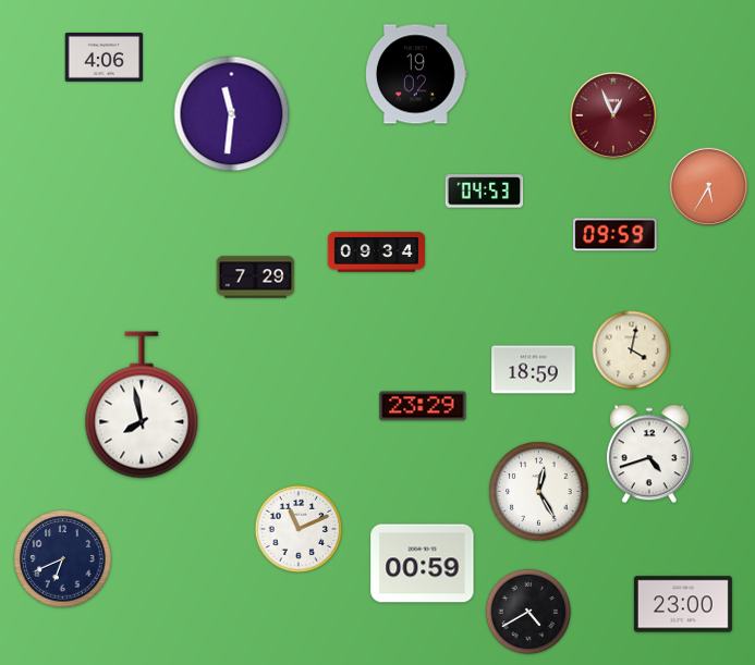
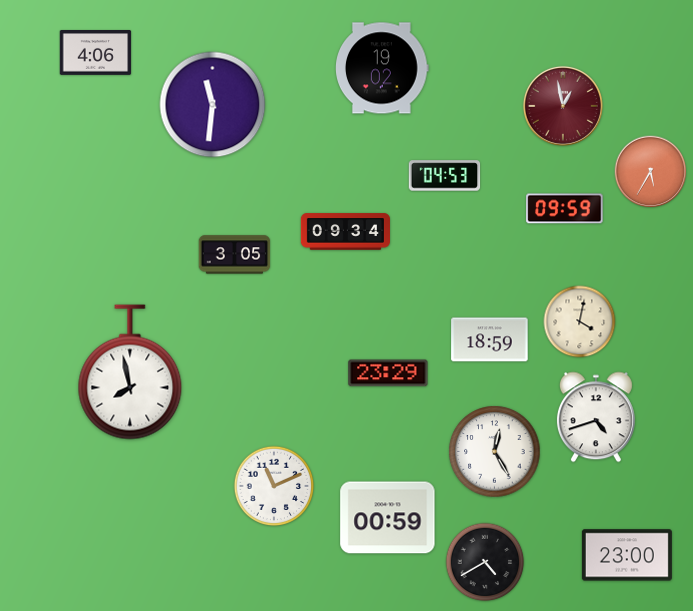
clock at (613, 115): 12:56 -> 12:58
clock at (616, 235) position: (616, 235) -> (565, 209)
clock at (256, 278): 7:29 -> 3:05
clock at (63, 559): 6:41 -> none
